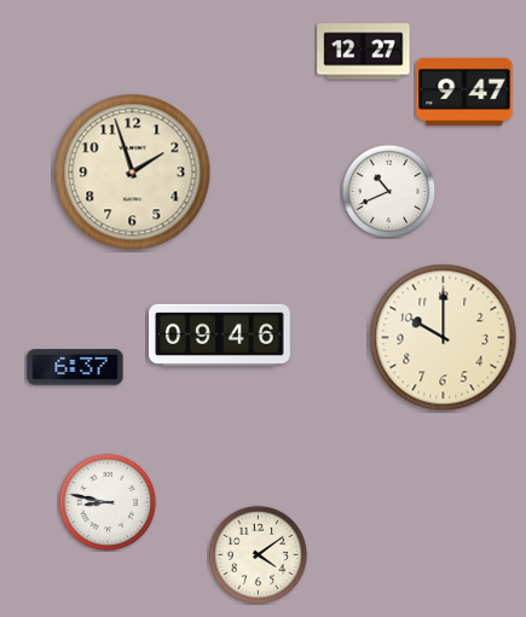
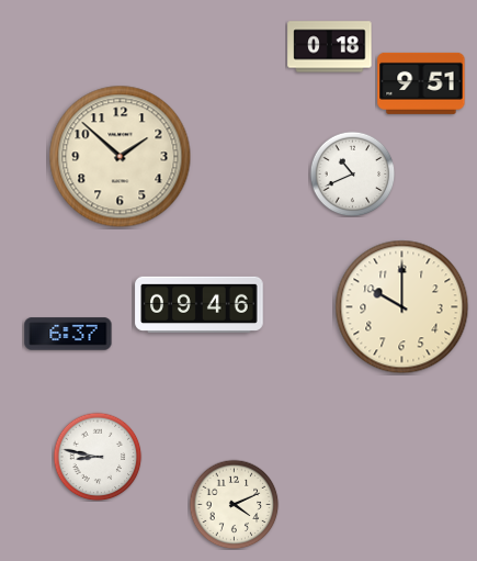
clock at (364, 52): 12:27 -> 0:18
clock at (464, 92): 9:47 -> 9:51
clock at (133, 173): 1:57 -> 1:52
clock at (258, 554): 4:09 -> 4:11
